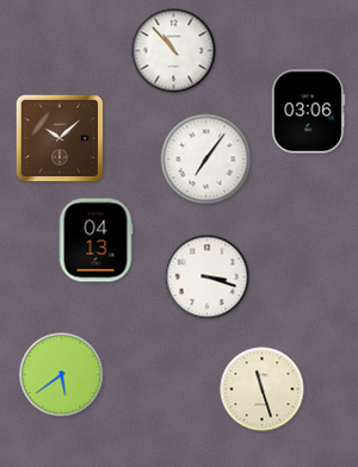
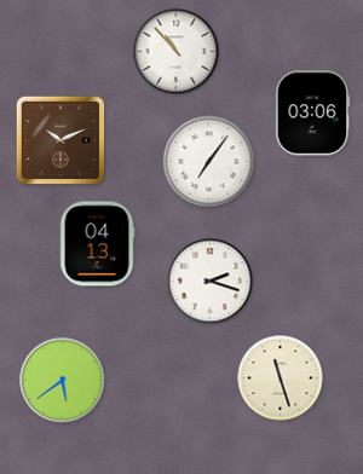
clock at (58, 137): 10:08 -> 10:11
clock at (208, 278): 3:18 -> 2:18
clock at (263, 390) position: (263, 390) -> (281, 378)
